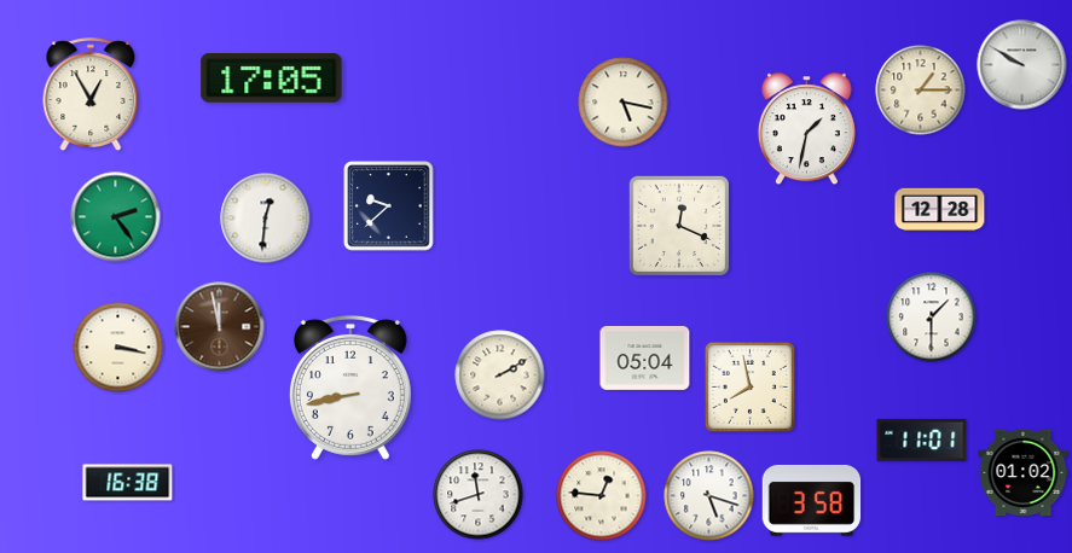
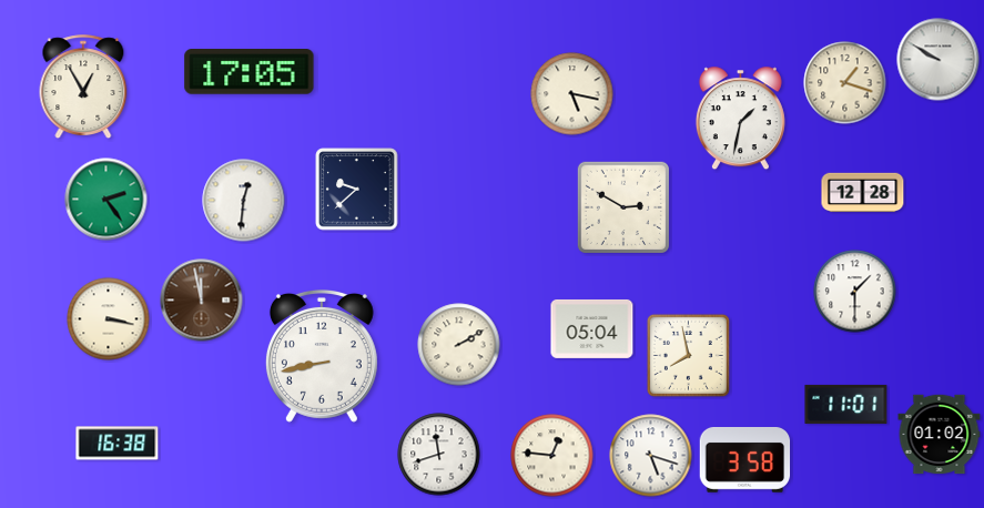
clock at (921, 91): 1:15 -> 1:18
clock at (679, 226): 12:19 -> 2:50
